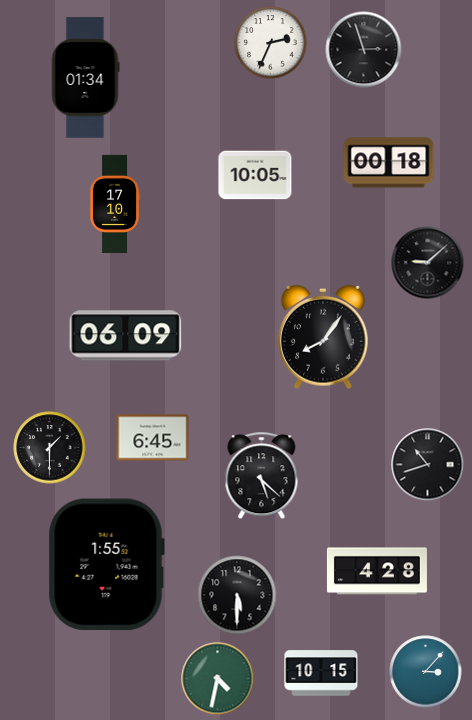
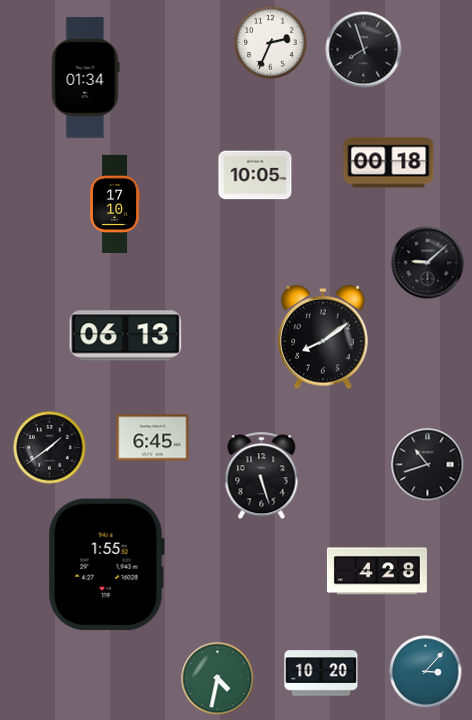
clock at (364, 50): 2:57 -> 7:57
clock at (126, 336): 06:09 -> 06:13
clock at (324, 337): 8:06 -> 8:09
clock at (50, 448): 1:30 -> 1:39
clock at (262, 476): 5:22 -> 5:27
clock at (237, 595): 5:30 -> none
clock at (321, 673): 10:15 -> 10:20
